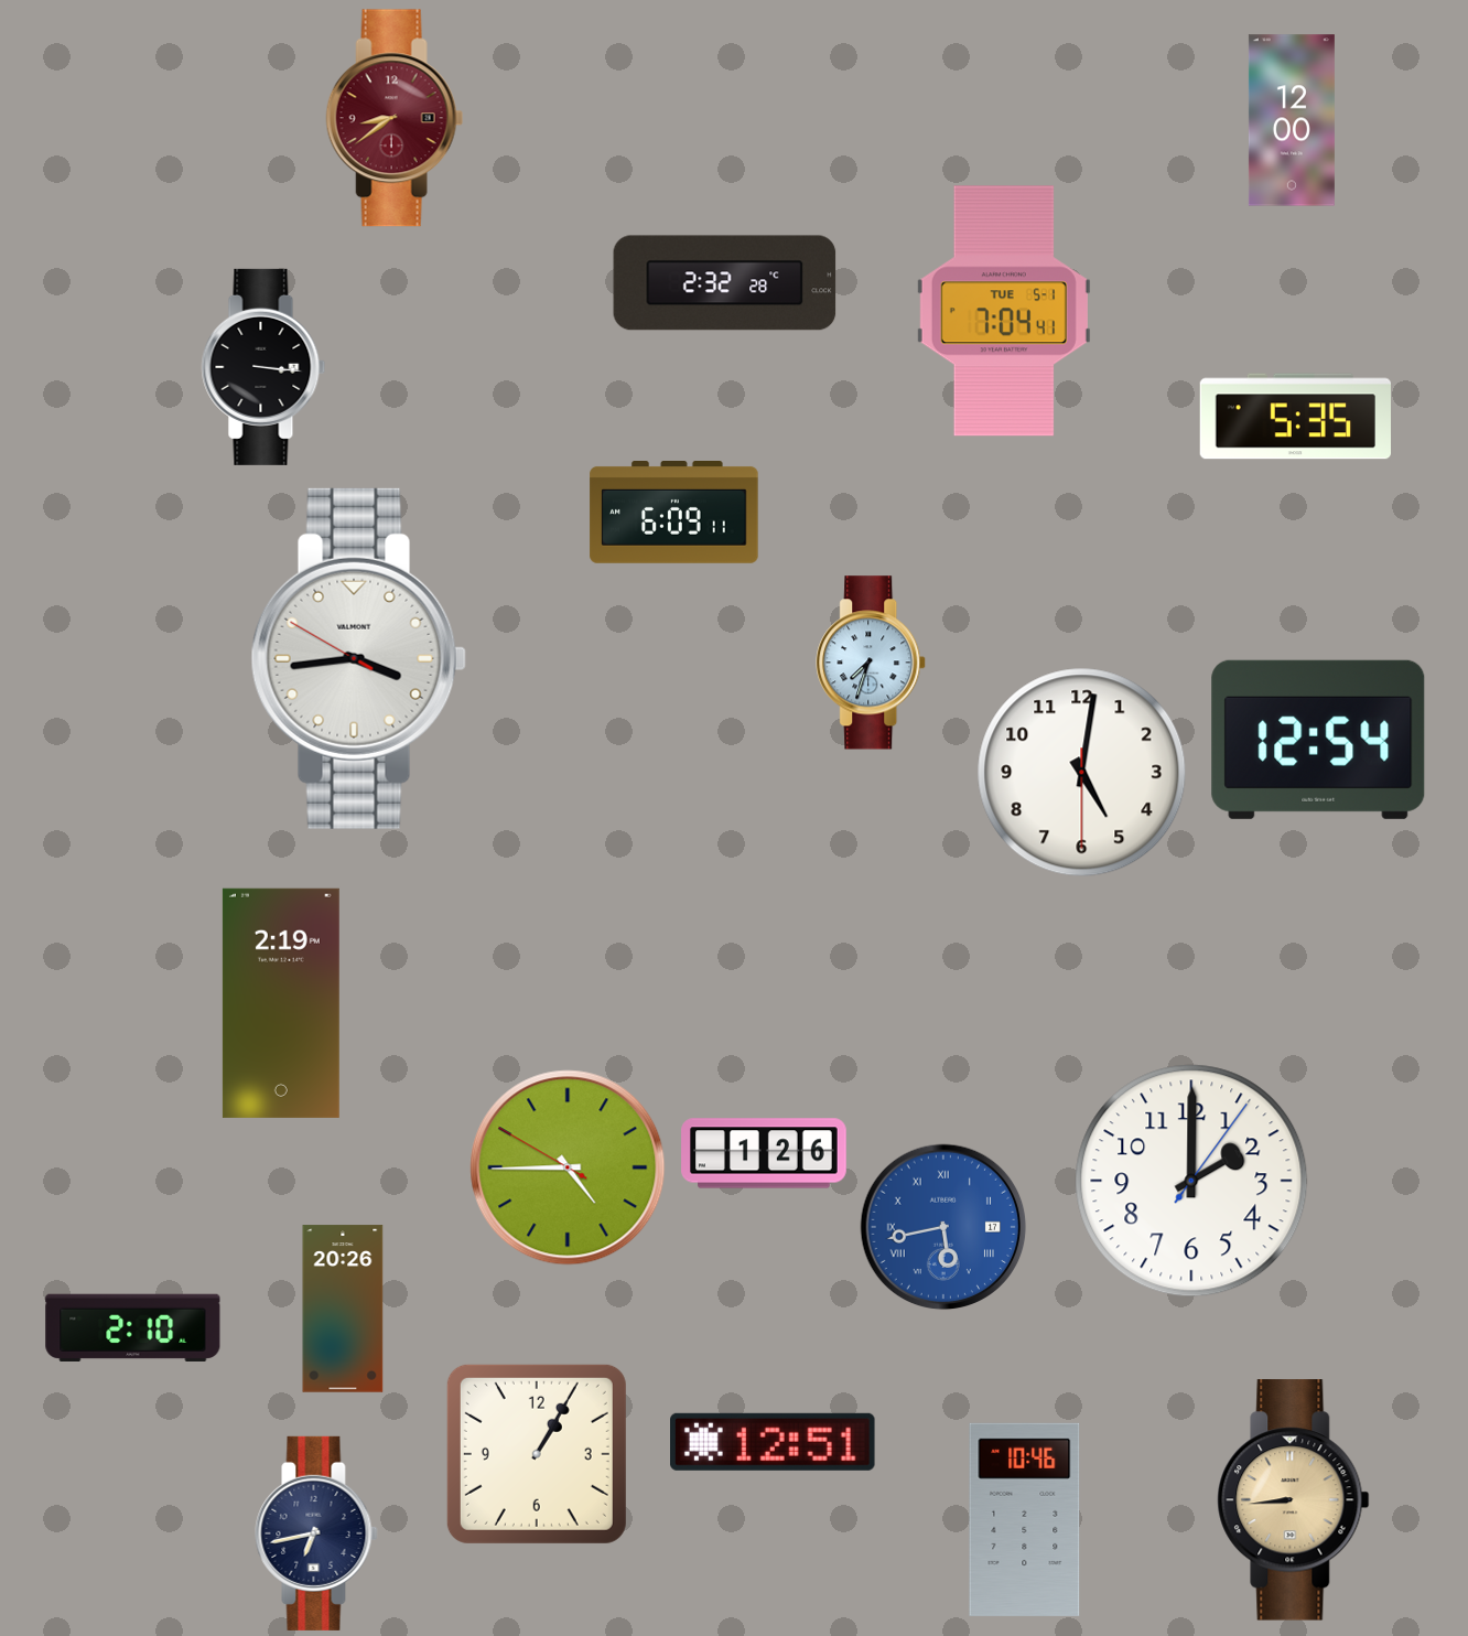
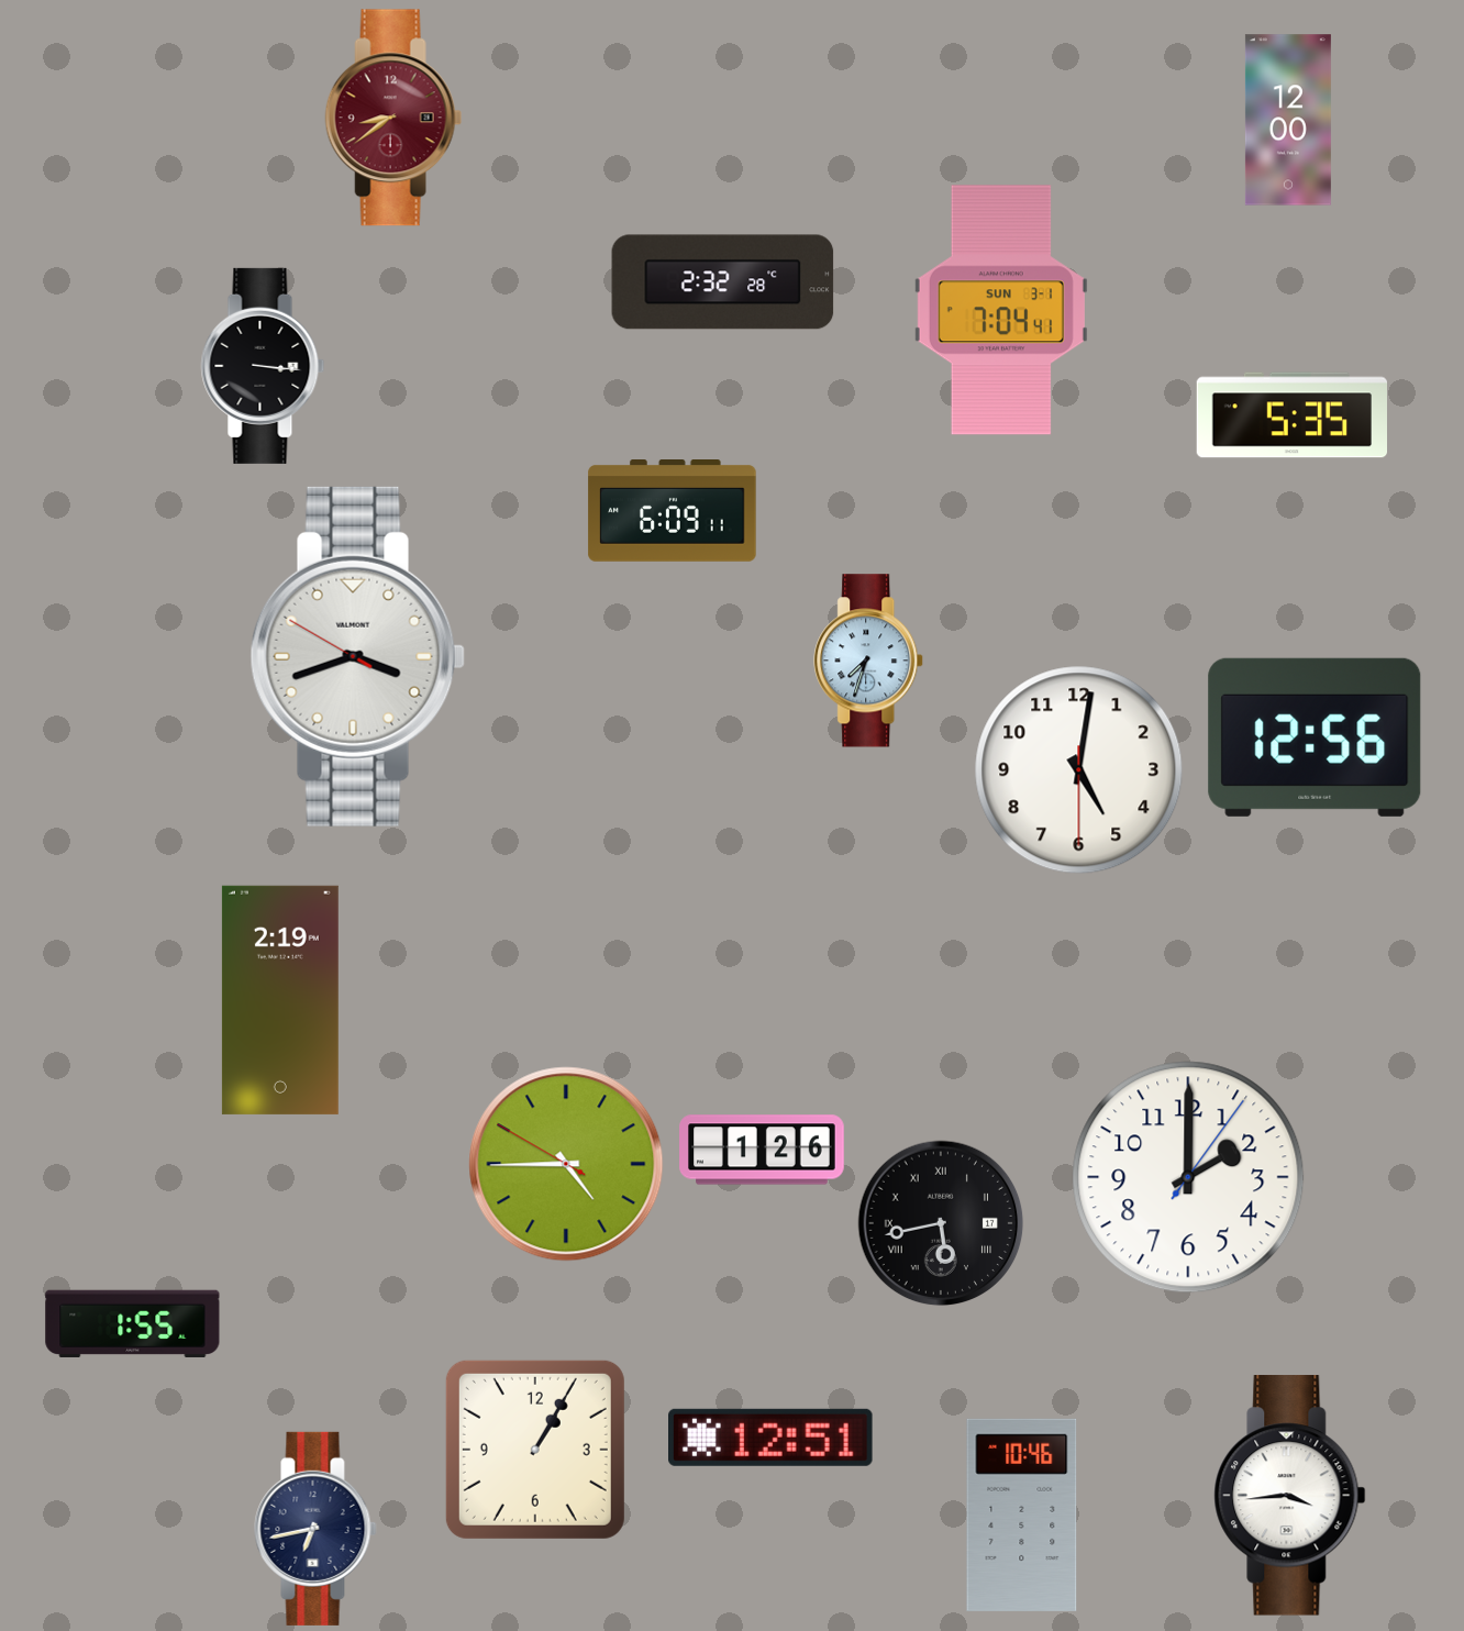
clock at (1004, 311) date: TUE 5-1 -> SUN 3-1
clock at (358, 658): 3:43 -> 3:41
clock at (1318, 740): 12:54 -> 12:56
clock at (943, 1227) dial: blue -> black
clock at (343, 1309): 20:26 -> none
clock at (133, 1327): 2:10 -> 1:55
clock at (1294, 1500): 8:44 -> 3:44
clock at (1294, 1500) dial: champagne -> white
